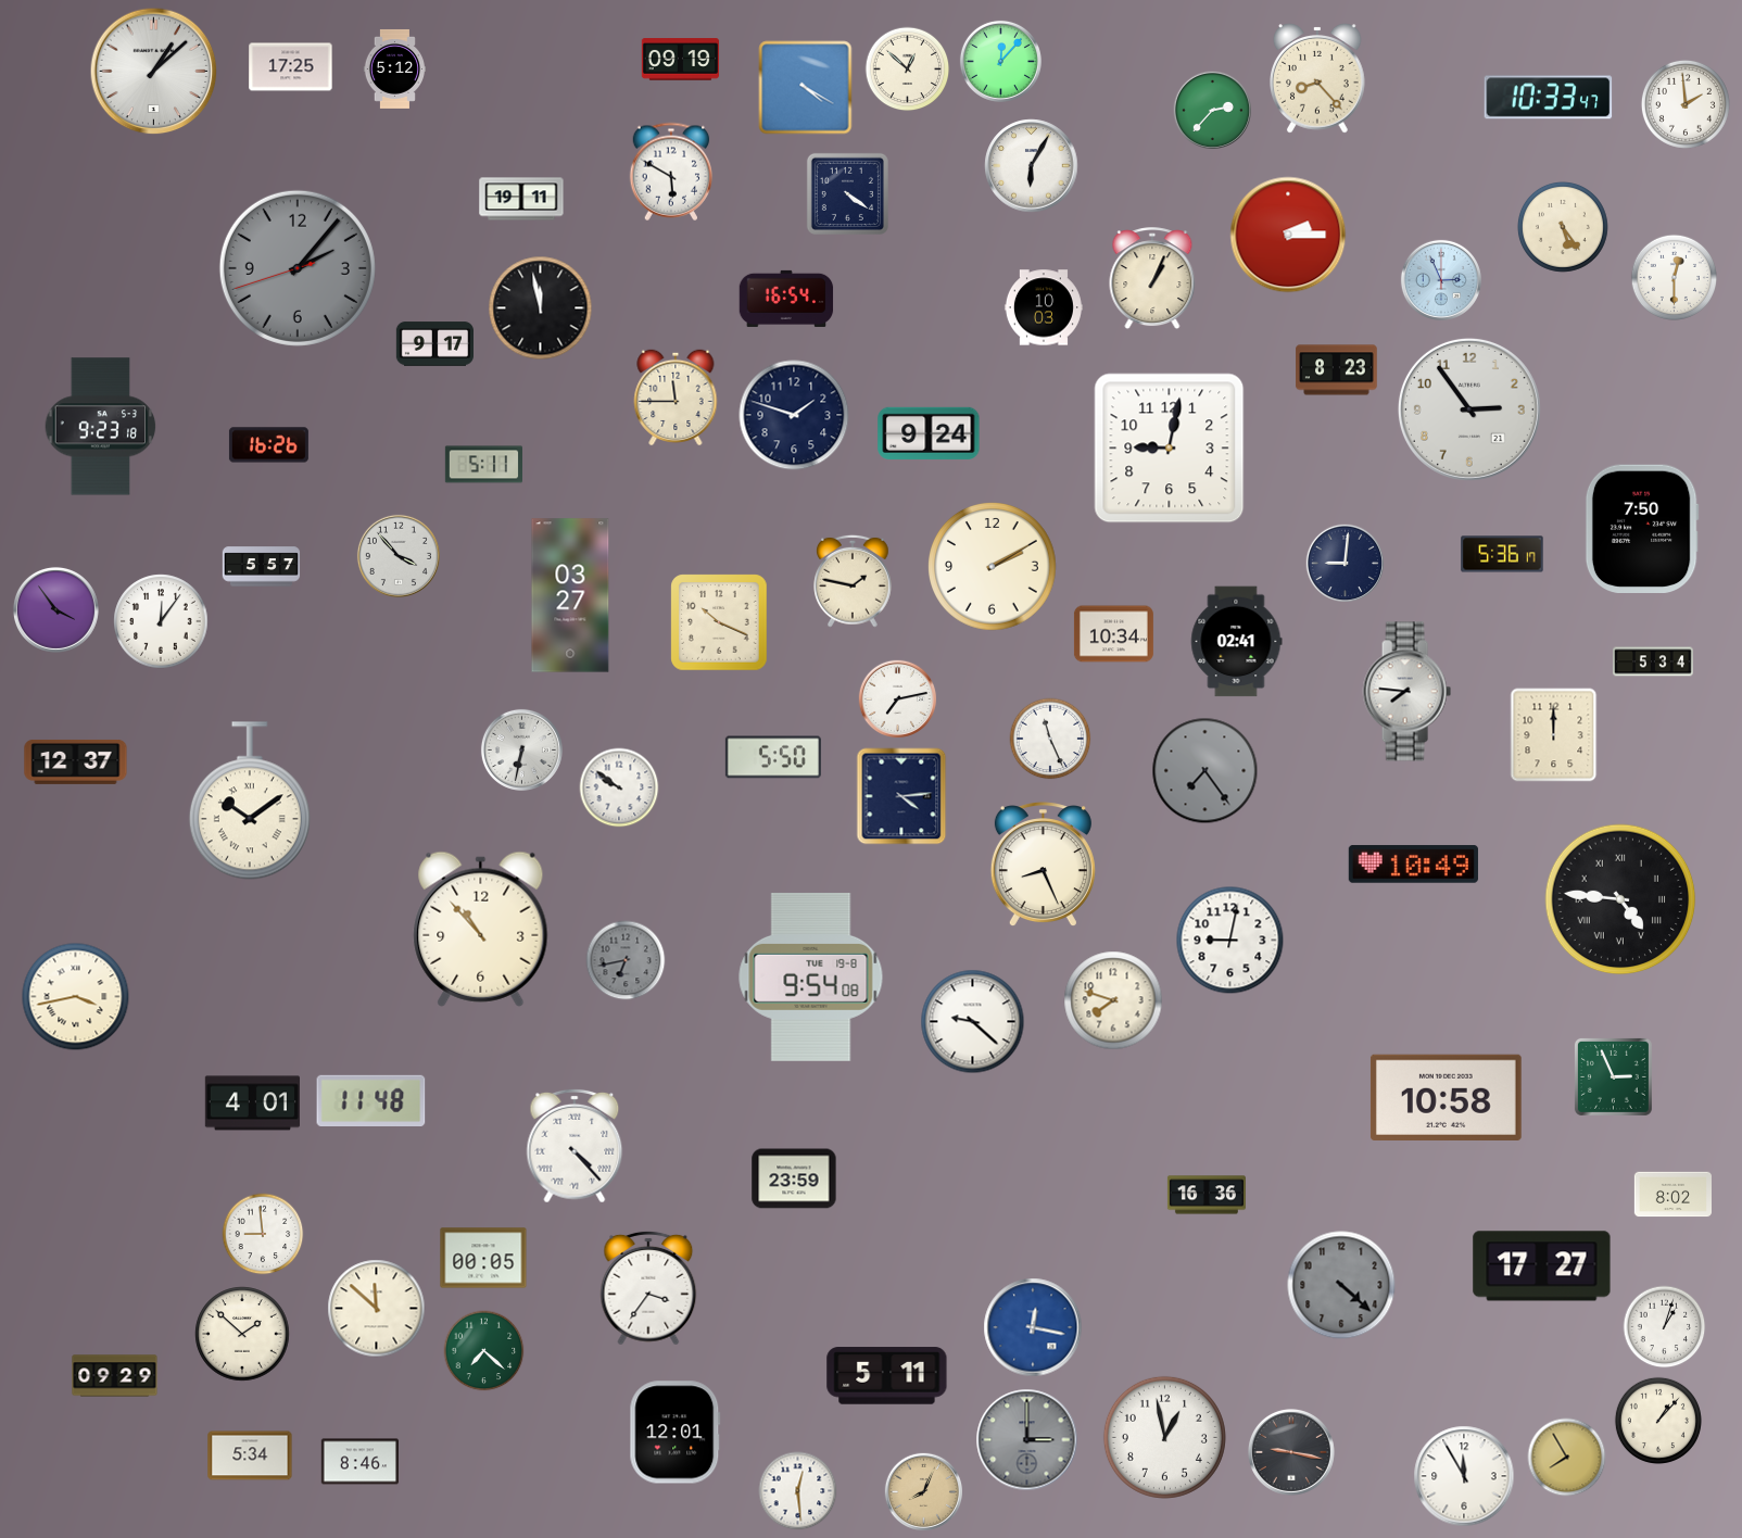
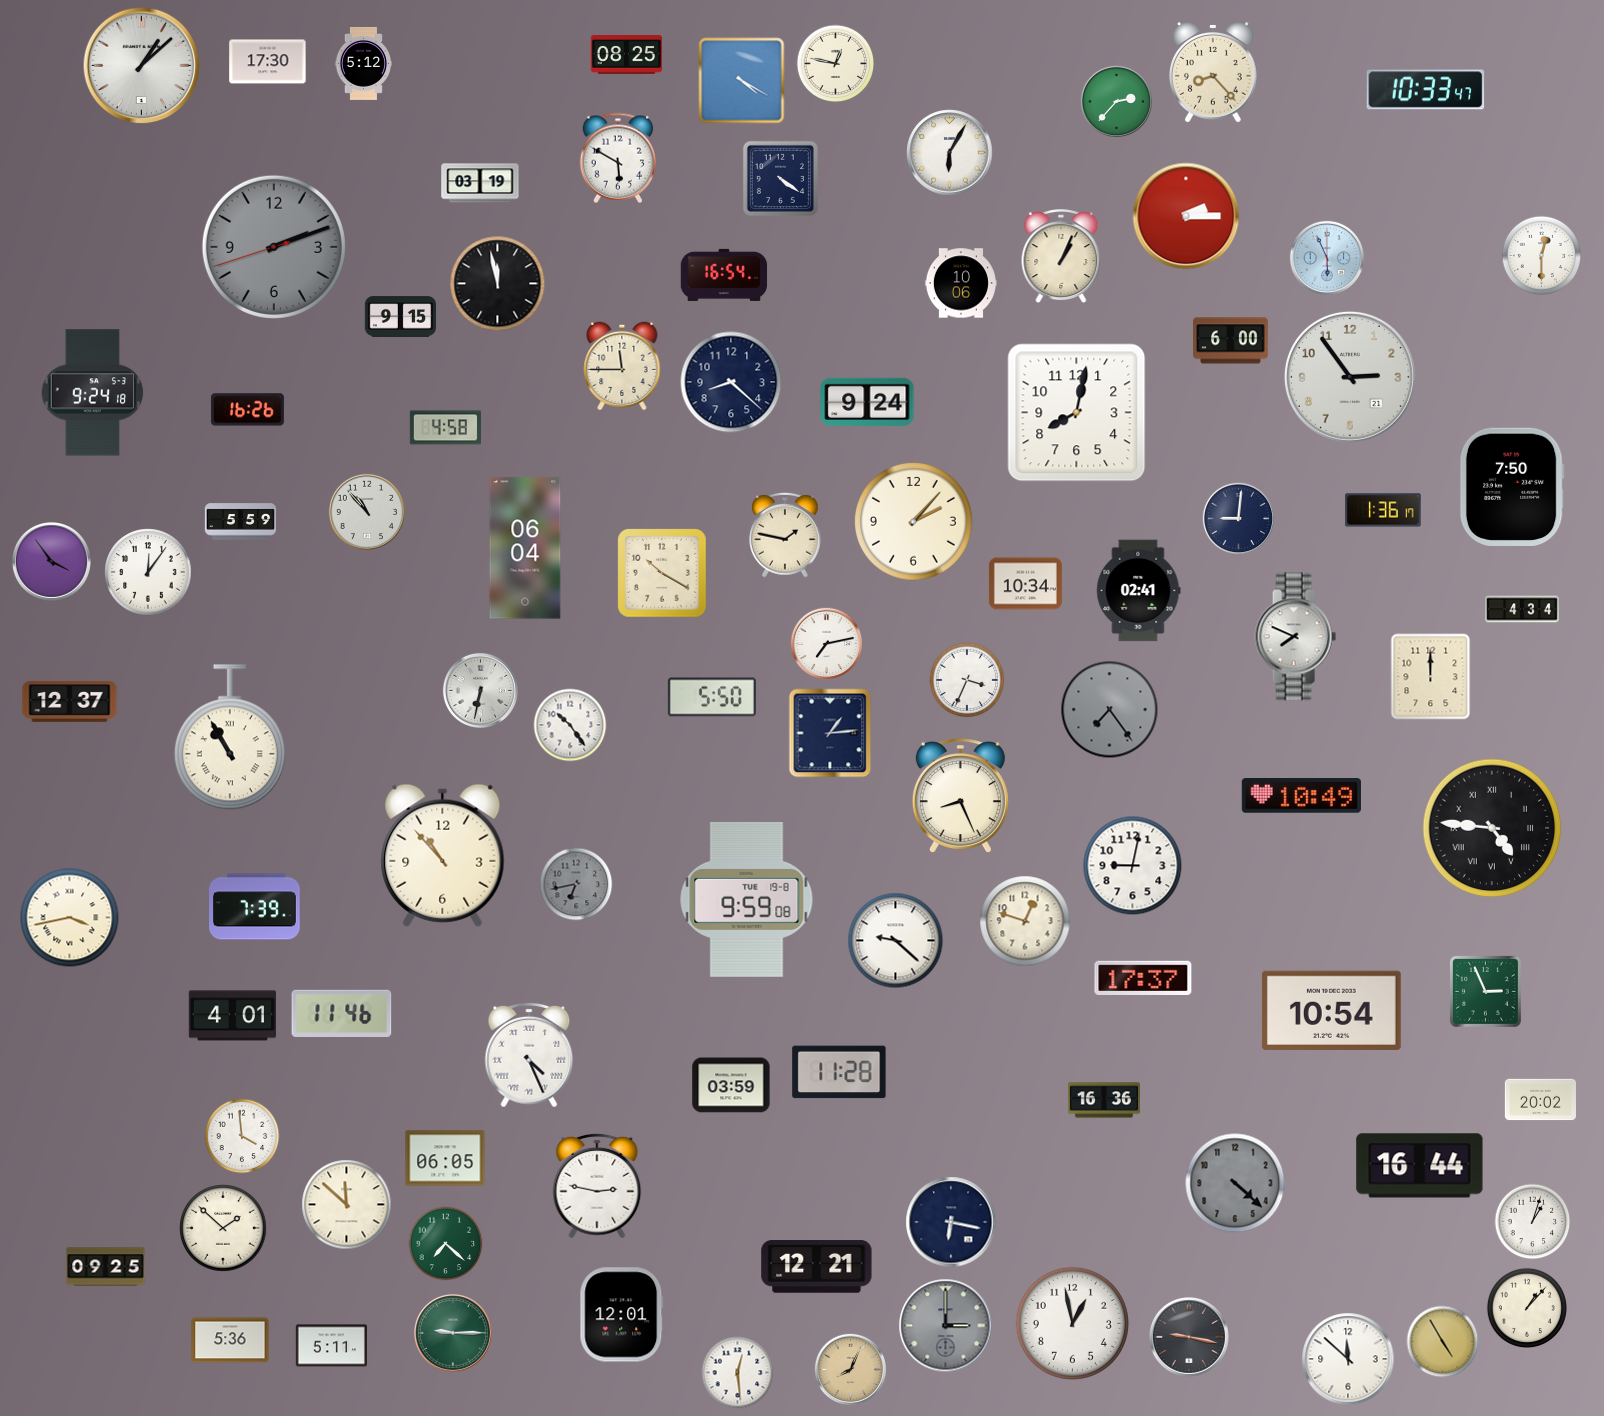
clock at (680, 60): 09:19 -> 08:25
clock at (1000, 61): 12:07 -> none
clock at (291, 67): 17:25 -> 17:30
clock at (908, 70): 12:52 -> 12:47
clock at (1686, 104): 1:59 -> none
clock at (521, 199): 19:11 -> 03:19
clock at (1563, 227): 5:24 -> none
clock at (298, 268): 2:06 -> 2:11
clock at (1441, 280): 2:56 -> 5:56
clock at (1044, 307): 10:03 -> 10:06
clock at (434, 344): 9:17 -> 9:15
clock at (1337, 370): 8:23 -> 6:00
clock at (1469, 409) position: (1469, 409) -> (1350, 377)
clock at (794, 415): 1:48 -> 8:22
clock at (101, 427): 9:23 -> 9:24
clock at (929, 433) position: (929, 433) -> (867, 402)
clock at (1170, 449): 9:02 -> 8:02
clock at (483, 465): 5:11 -> 4:58
clock at (1502, 554): 5:36 -> 1:36
clock at (399, 556): 3:53 -> 10:53
clock at (262, 567): 5:57 -> 5:59
clock at (993, 567): 2:10 -> 2:07
clock at (570, 595): 03:27 -> 06:04
clock at (719, 622): 10:19 -> 10:20
clock at (1654, 661): 5:34 -> 4:34
clock at (1406, 692): 7:46 -> 7:49
clock at (1050, 739): 11:26 -> 3:34
clock at (619, 787): 9:51 -> 10:24
clock at (901, 796): 4:14 -> 1:14
clock at (250, 800): 10:09 -> 10:55
clock at (811, 976): 9:54 -> 9:59
clock at (255, 907): none -> 7:39
clock at (1113, 1000): 7:48 -> 12:48
clock at (1143, 978): none -> 17:37
clock at (1446, 1097): 10:58 -> 10:54
clock at (371, 1100): 11:48 -> 11:46
clock at (575, 1146): 4:23 -> 4:26
clock at (839, 1072): none -> 11:28
clock at (794, 1178): 23:59 -> 03:59
clock at (1207, 1195) position: (1207, 1195) -> (1104, 1100)
clock at (1672, 1195): 8:02 -> 20:02
clock at (263, 1234): 8:59 -> 3:59
clock at (483, 1258): 00:05 -> 06:05
clock at (1542, 1266): 17:27 -> 16:44
clock at (648, 1288): 3:36 -> 2:47
clock at (1033, 1327): 12:17 -> 6:17
clock at (1033, 1327) dial: blue -> navy
clock at (115, 1376): 09:29 -> 09:25
clock at (887, 1376): 5:11 -> 12:21
clock at (676, 1433) position: (676, 1433) -> (622, 1315)
clock at (453, 1333): none -> 9:15
clock at (250, 1455): 5:34 -> 5:36
clock at (1567, 1458): 7:55 -> 4:55
clock at (359, 1462): 8:46 -> 5:11
clock at (1464, 1476): 11:55 -> 11:52
clock at (798, 1491) position: (798, 1491) -> (738, 1373)
clock at (924, 1492) position: (924, 1492) -> (851, 1370)
